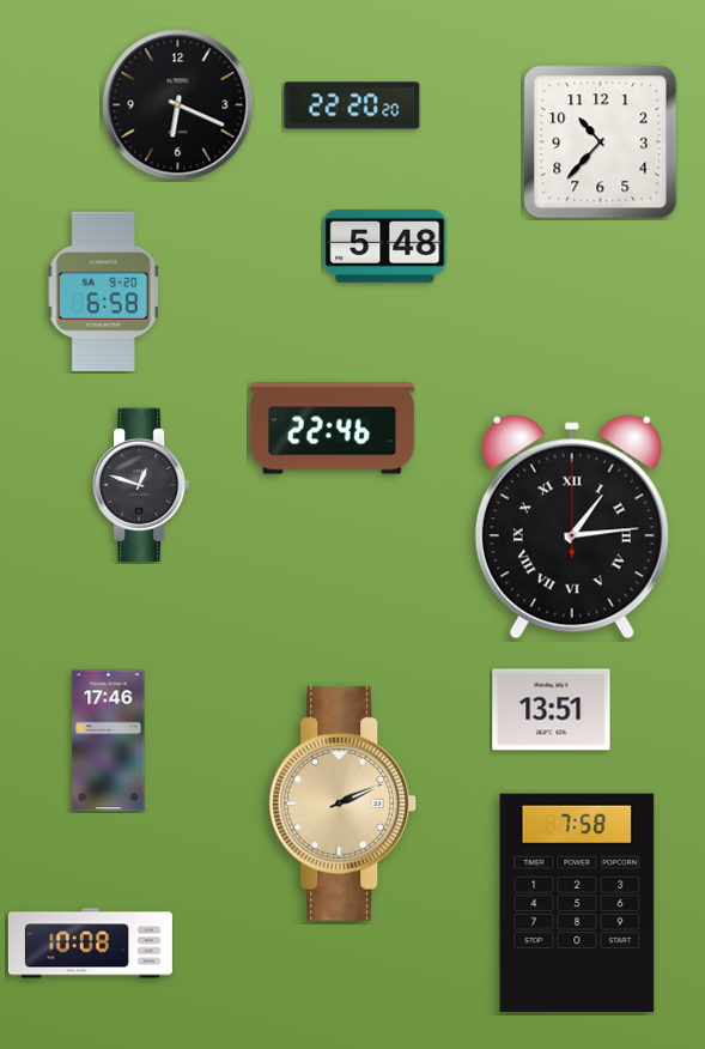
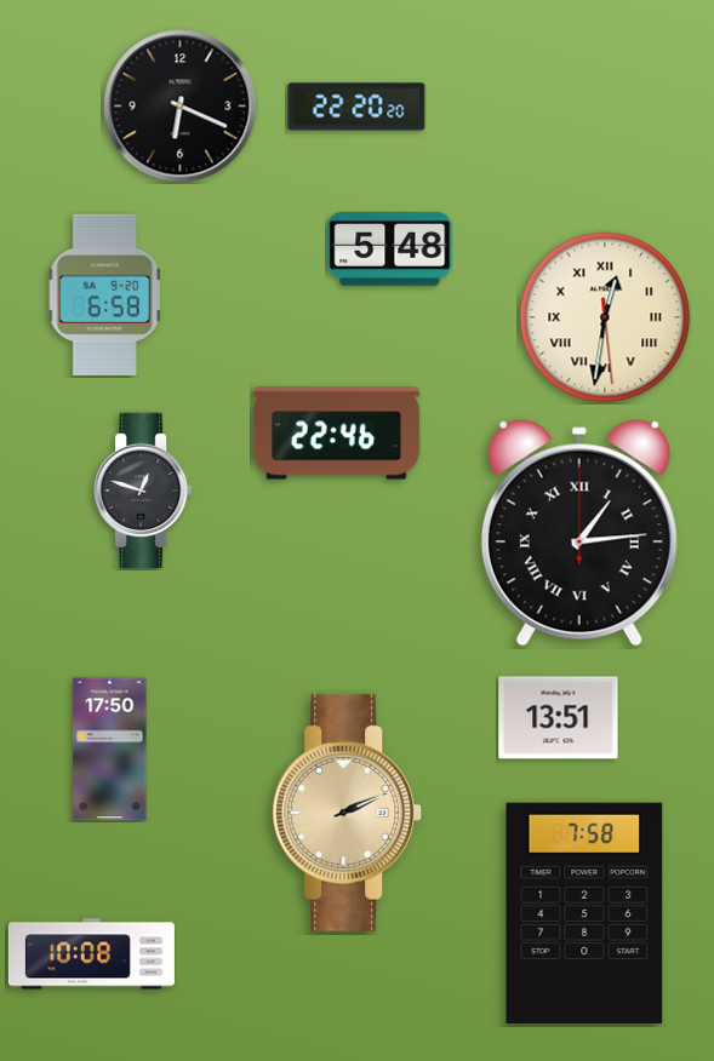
clock at (601, 143): 10:37 -> none
clock at (605, 317): none -> 12:31
clock at (109, 741): 17:46 -> 17:50
